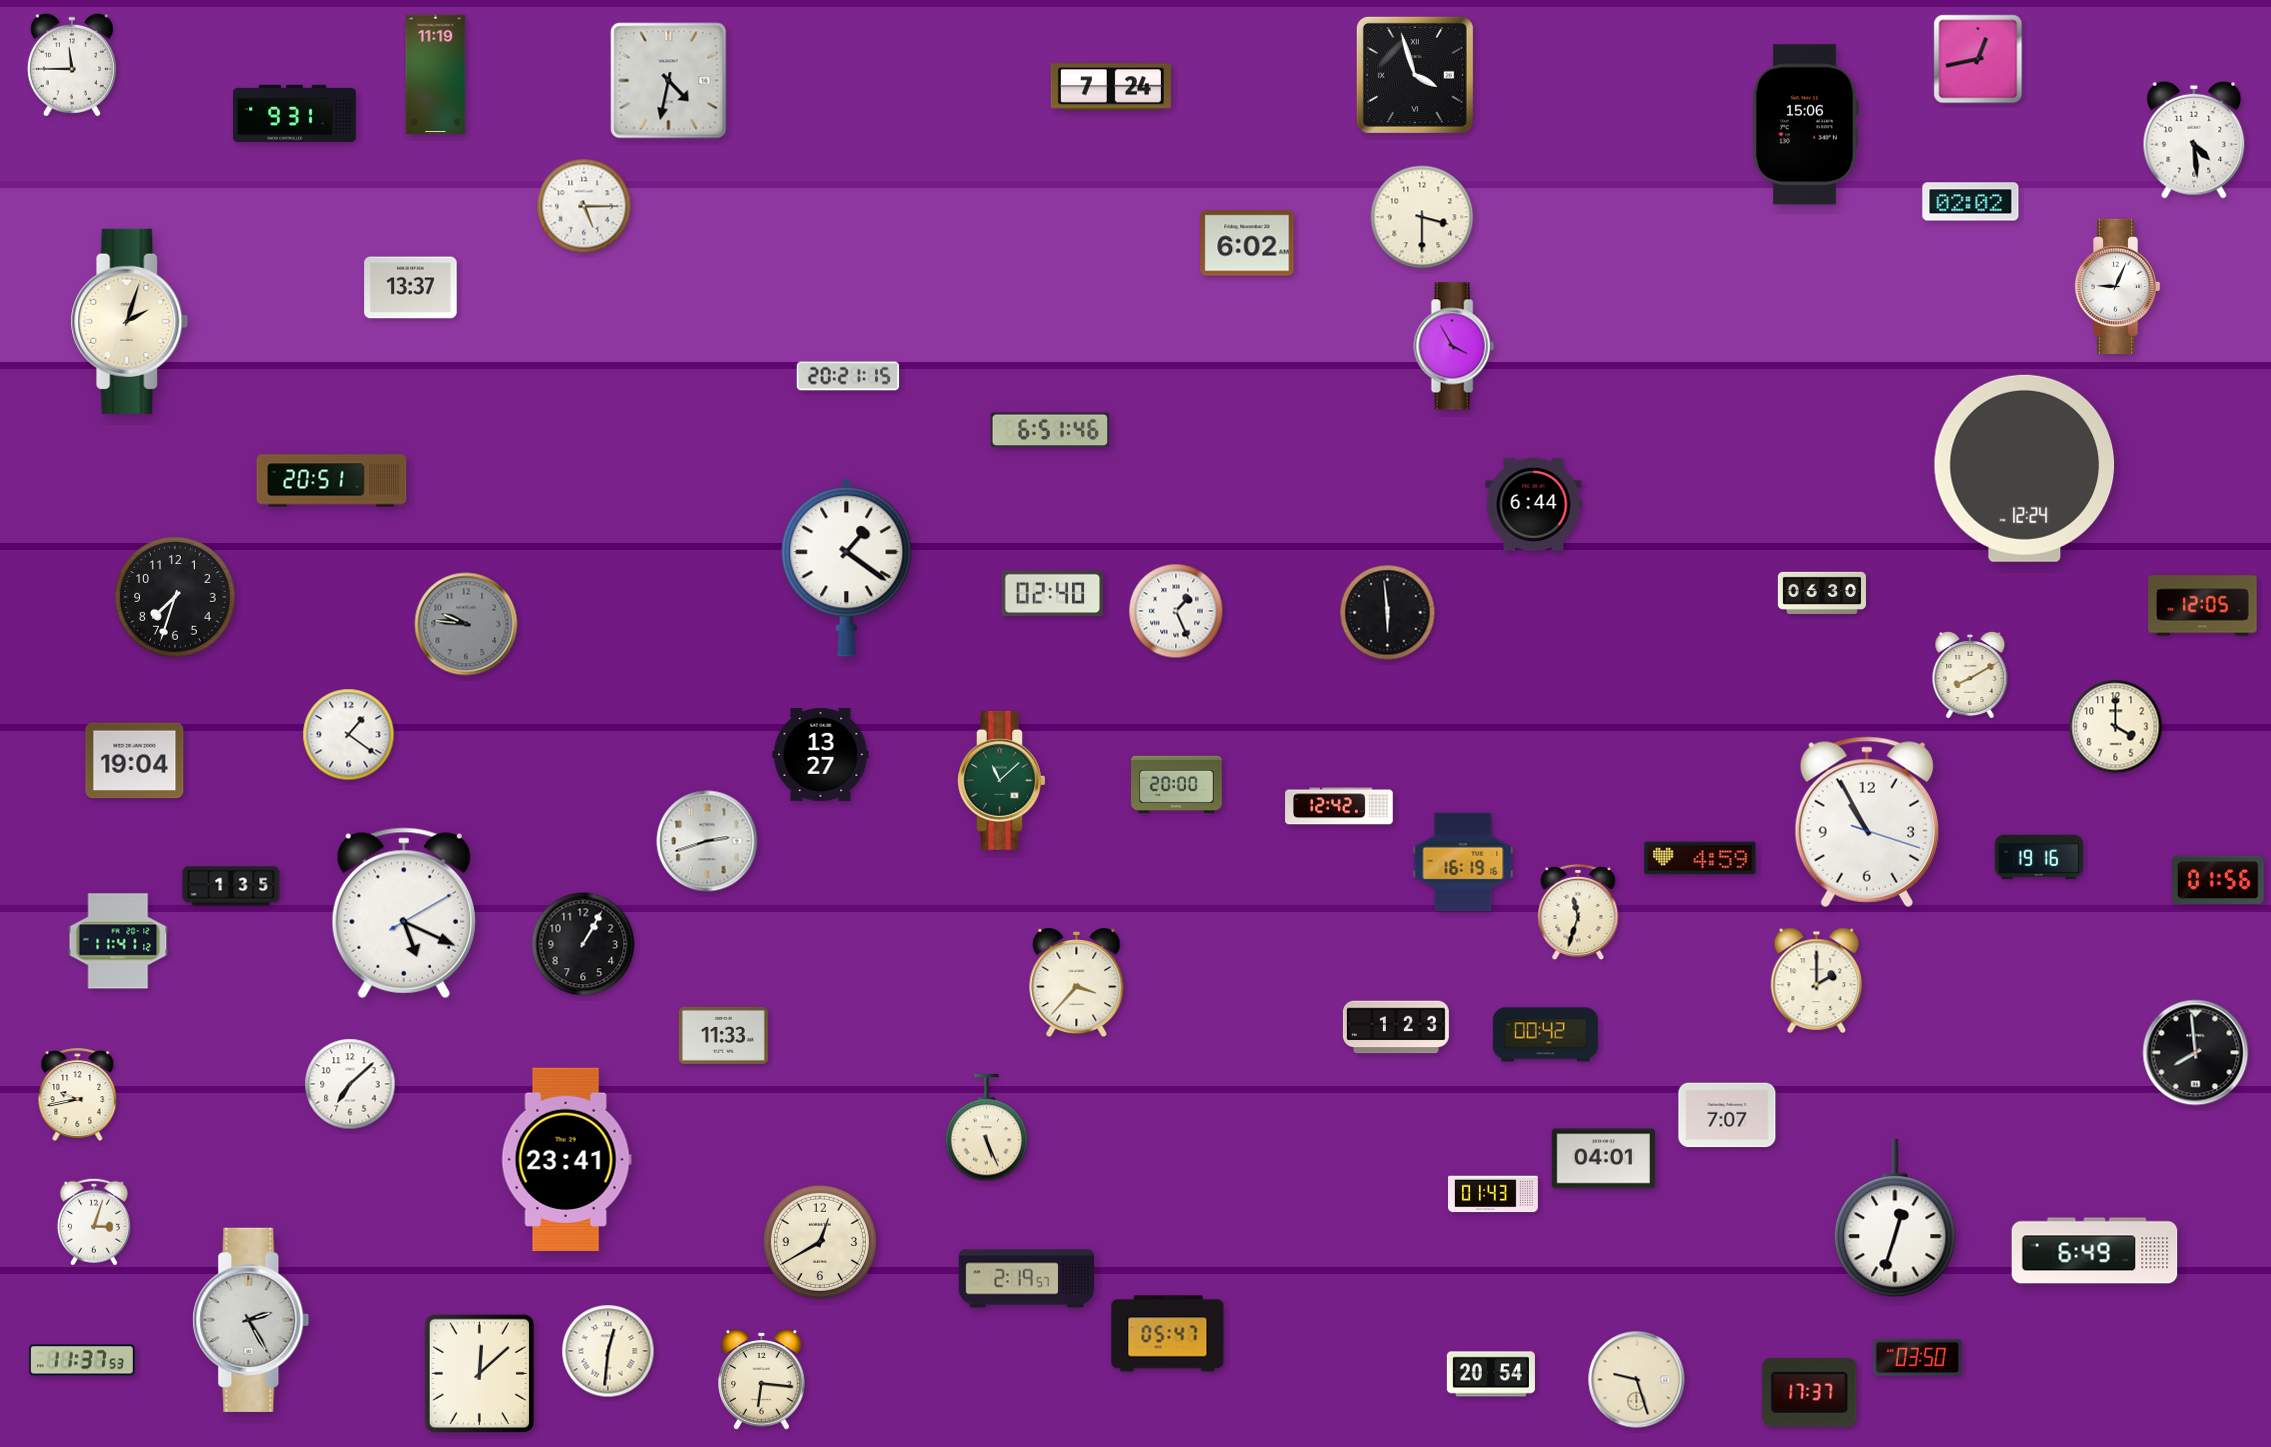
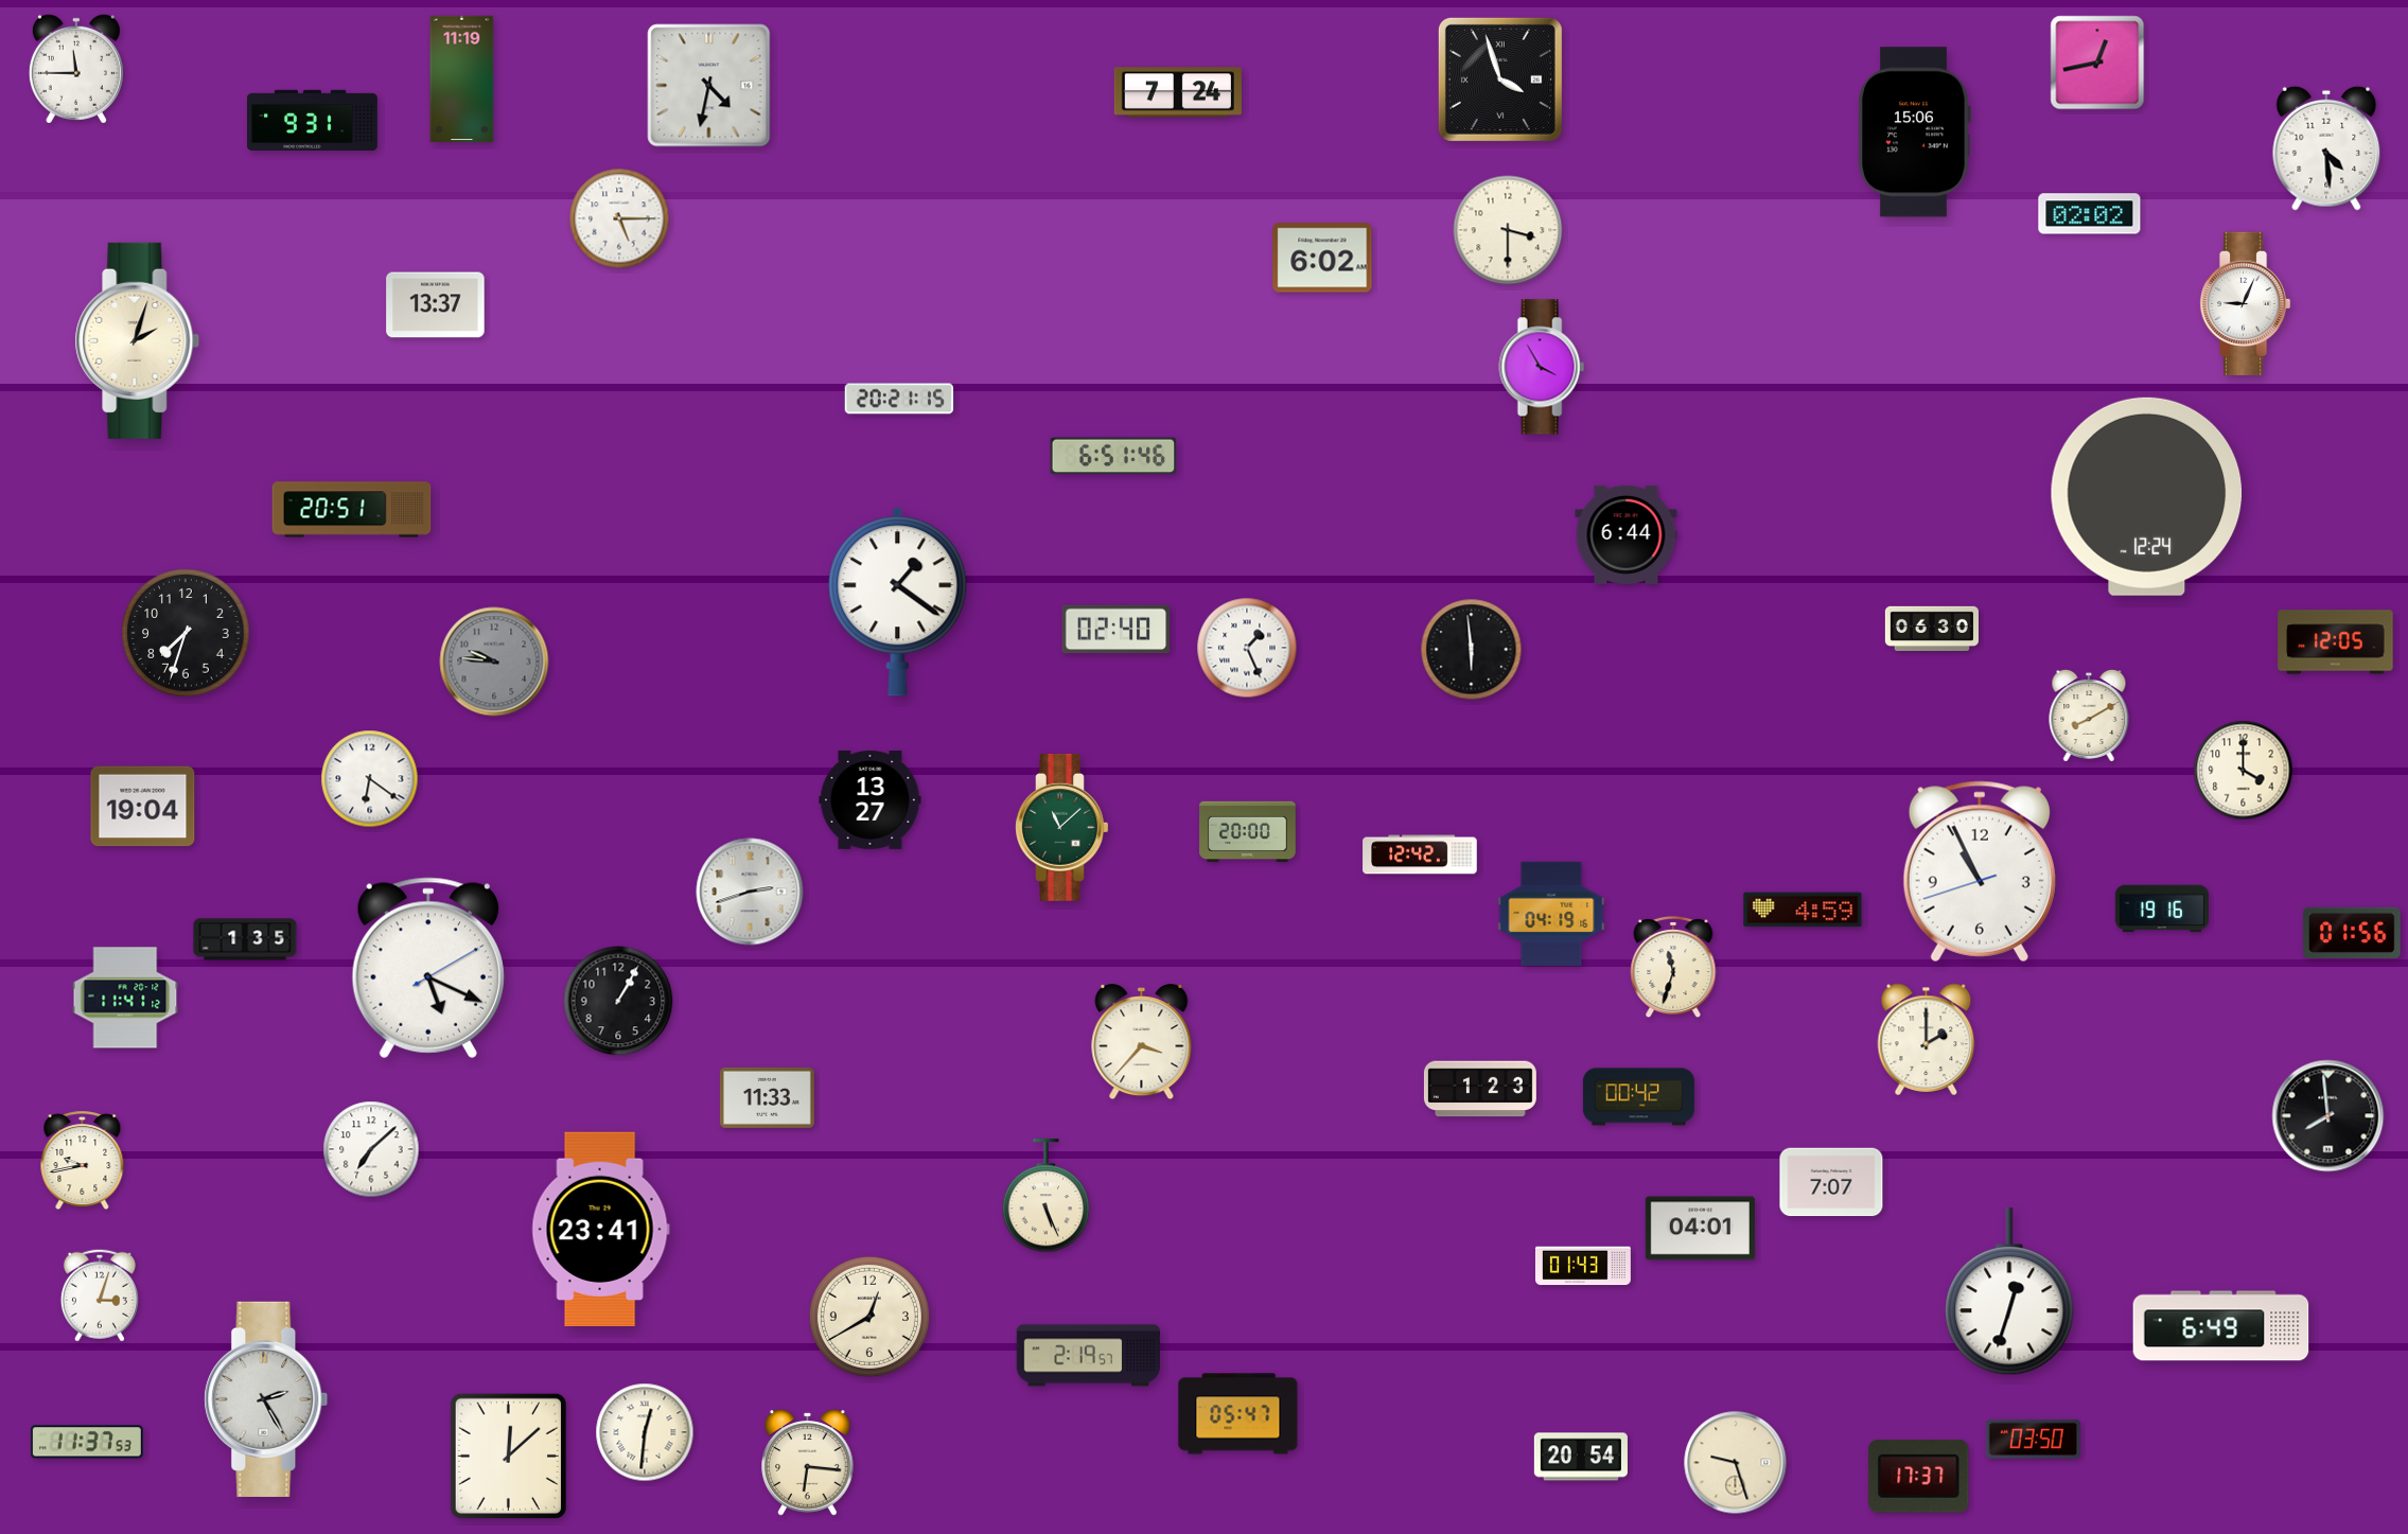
clock at (349, 735): 1:21 -> 6:21
clock at (1867, 822): 10:55:18 -> 10:55:42
clock at (1463, 861): 16:19 -> 04:19
